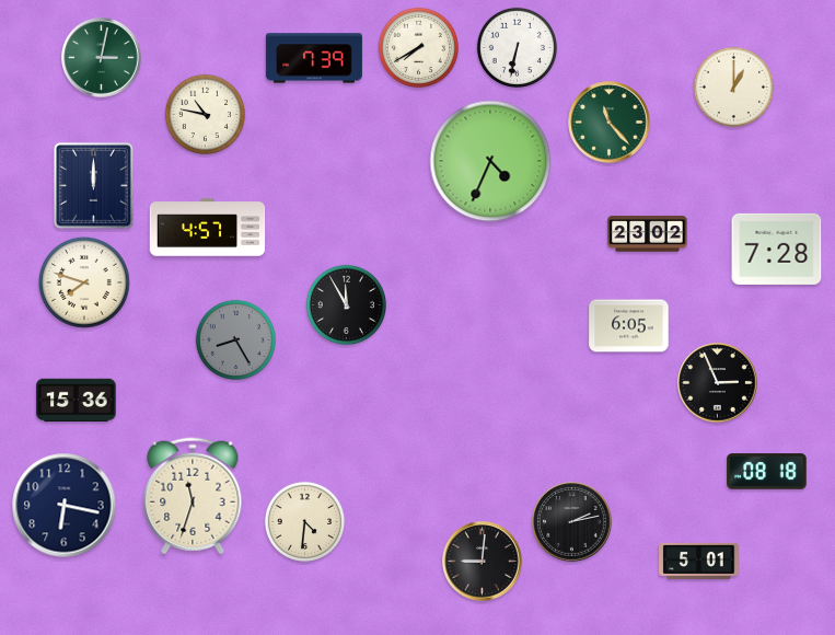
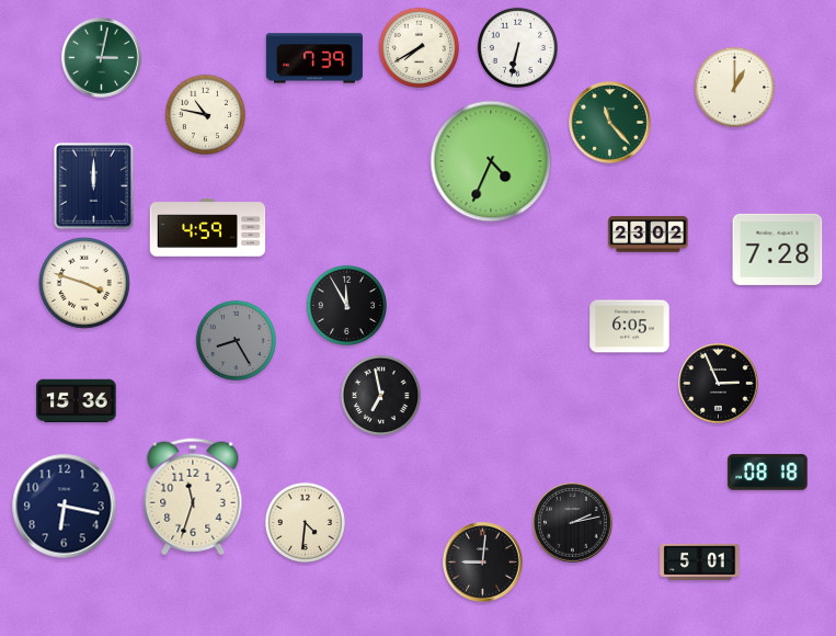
clock at (208, 228): 4:57 -> 4:59
clock at (84, 282): 7:48 -> 3:48
clock at (380, 395): none -> 6:58
